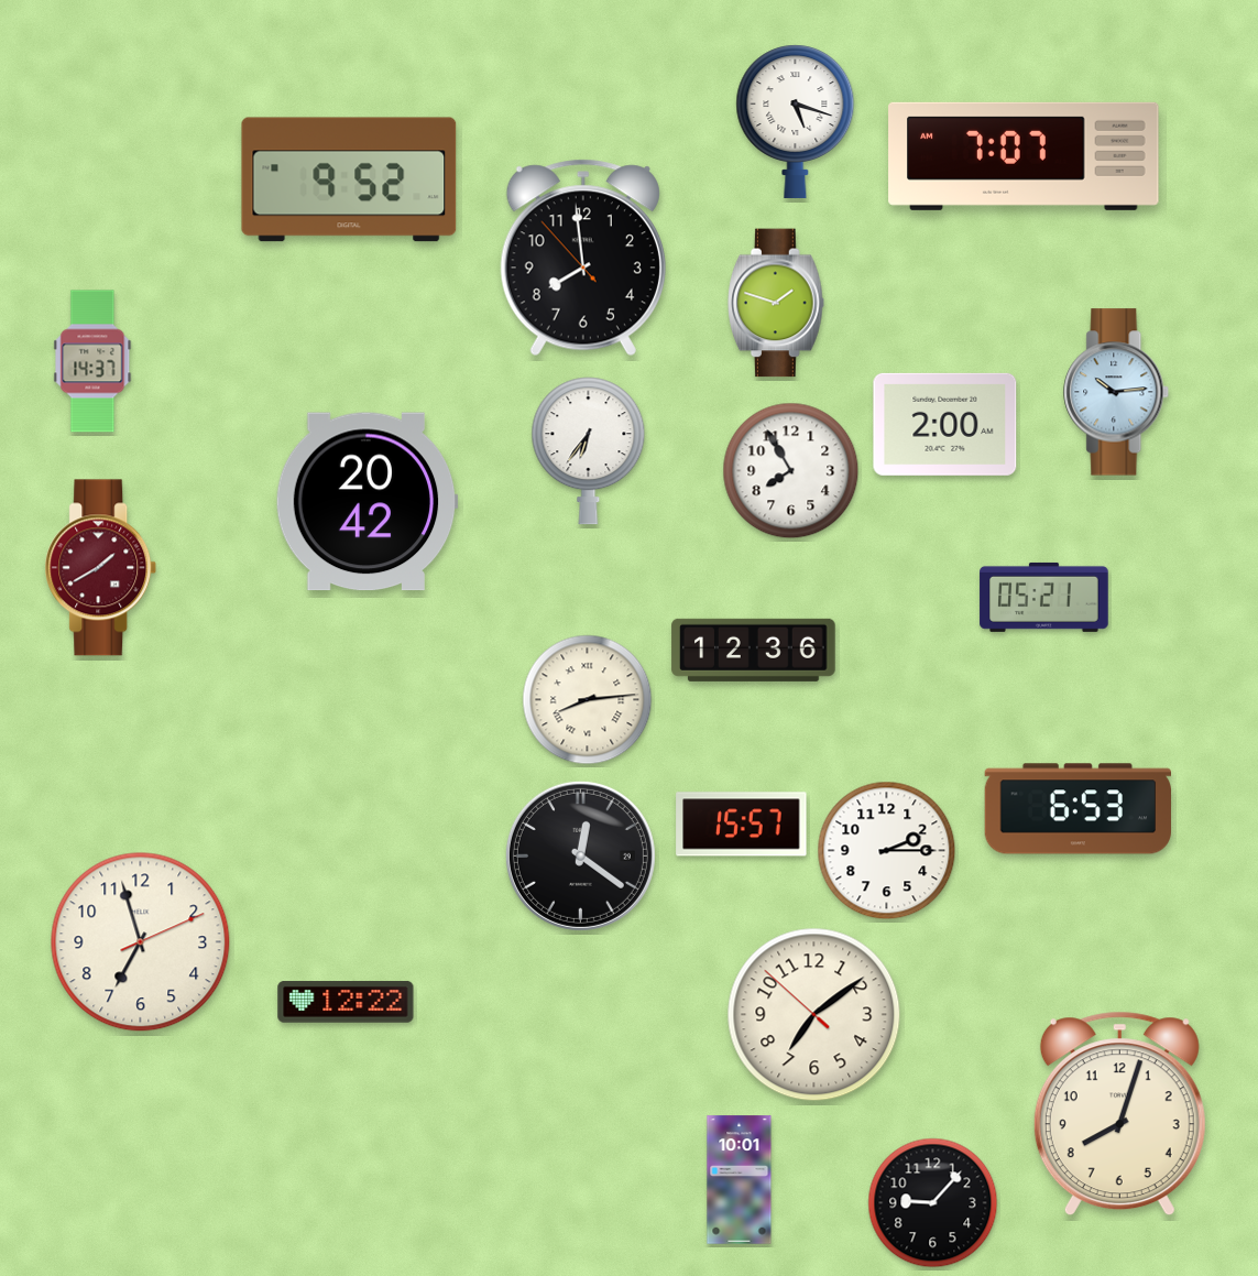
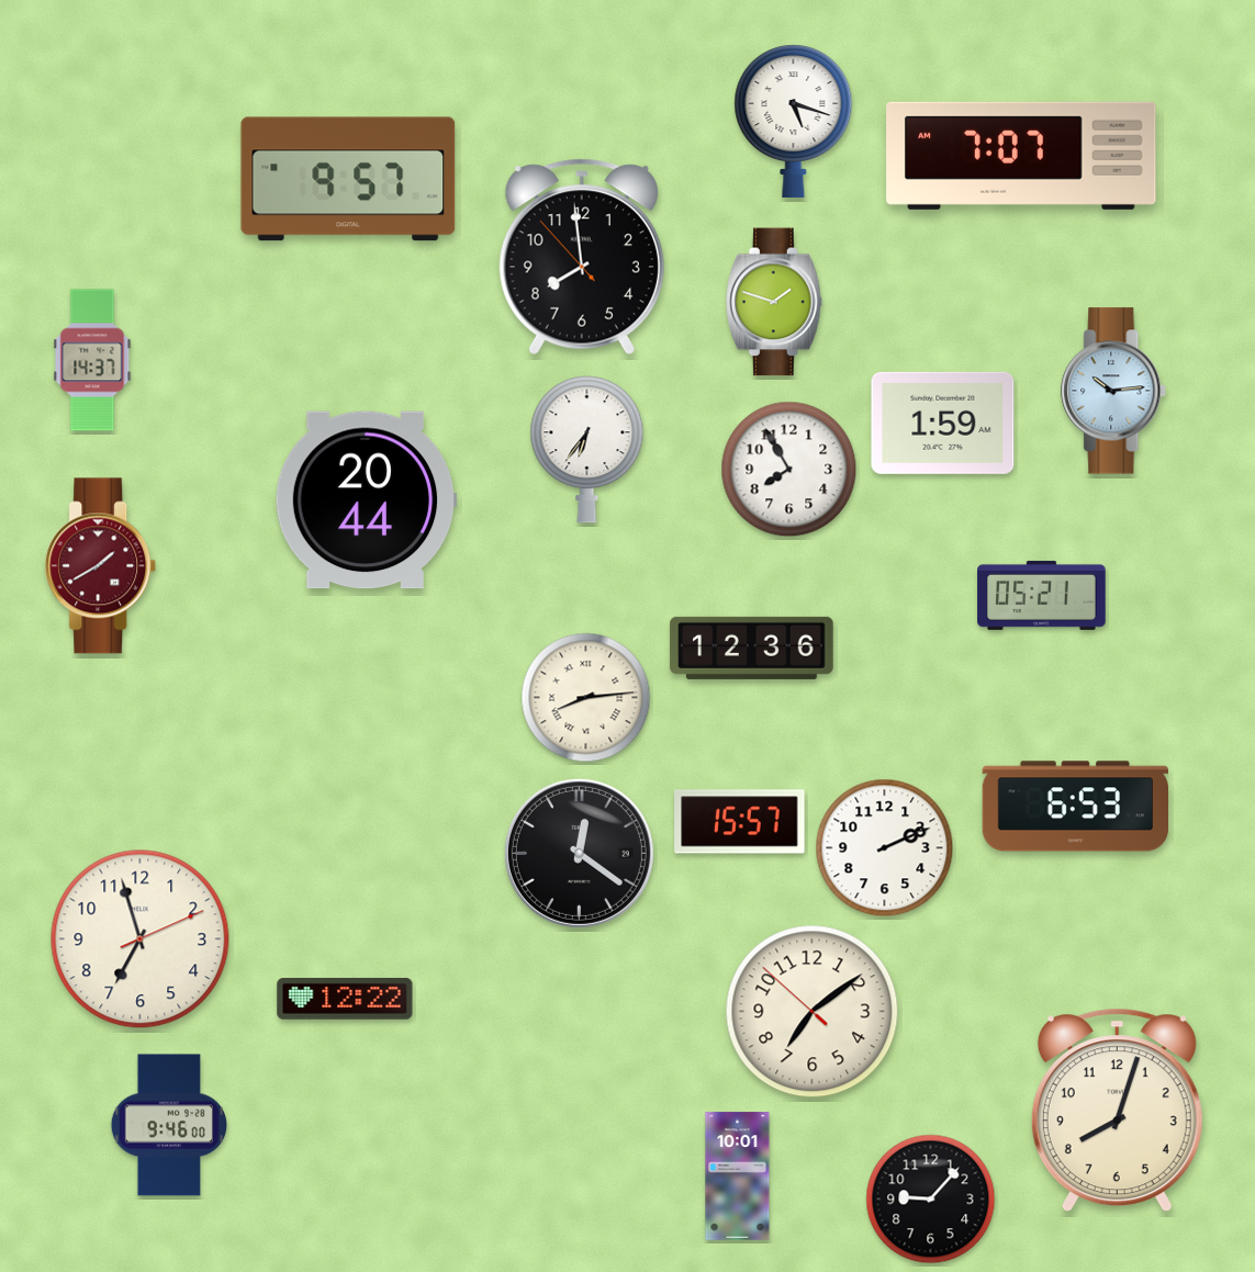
clock at (349, 179): 9:52 -> 9:57
clock at (945, 424): 2:00 -> 1:59
clock at (367, 502): 20:42 -> 20:44
clock at (887, 851): 2:15 -> 2:11
clock at (168, 1125): none -> 9:46
